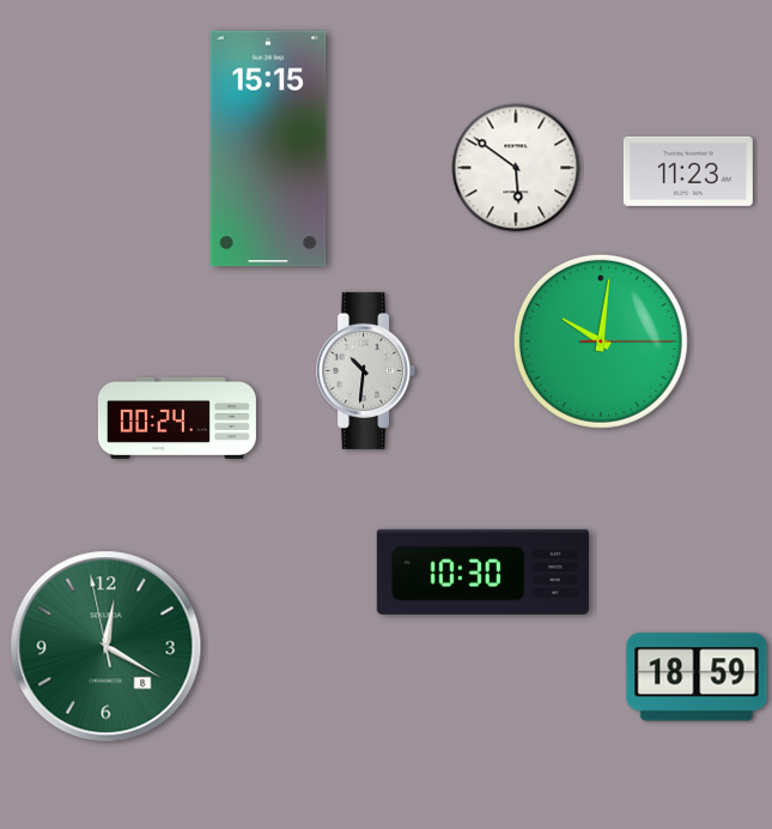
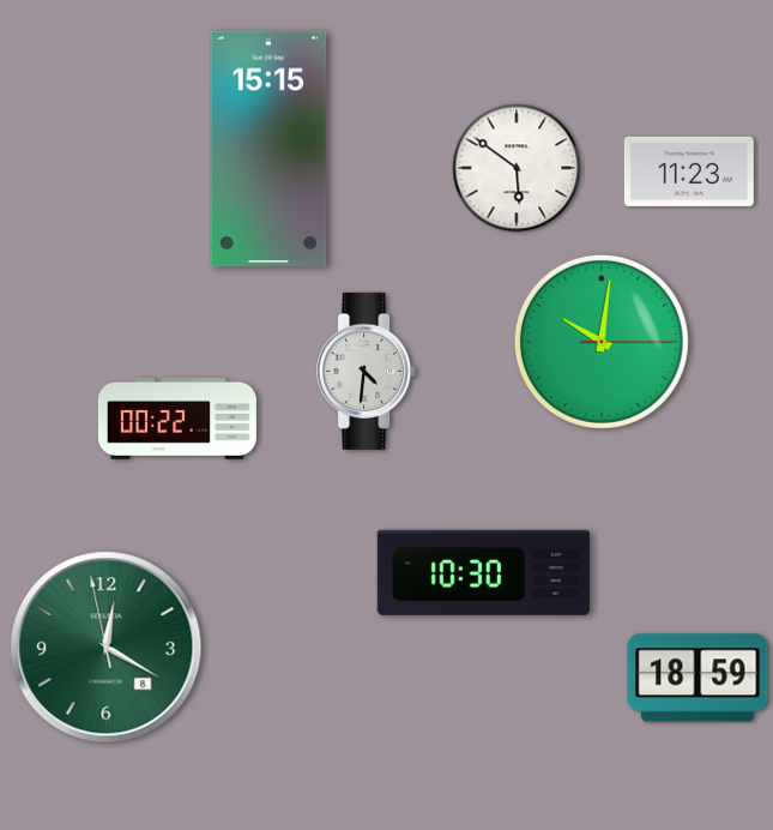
clock at (366, 370): 10:31 -> 4:31
clock at (177, 418): 00:24 -> 00:22
